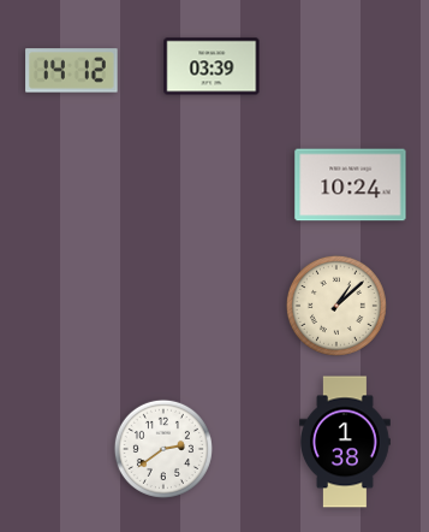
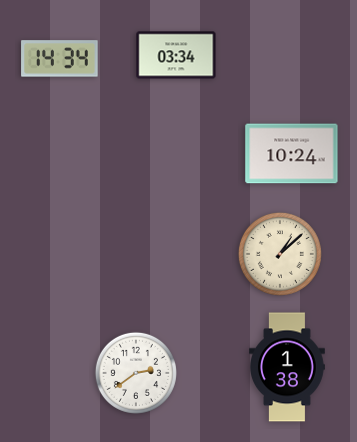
clock at (211, 66): 03:39 -> 03:34
clock at (72, 71): 14:12 -> 14:34
